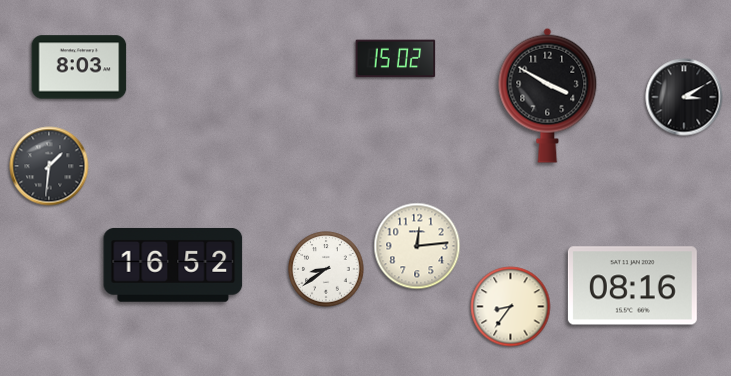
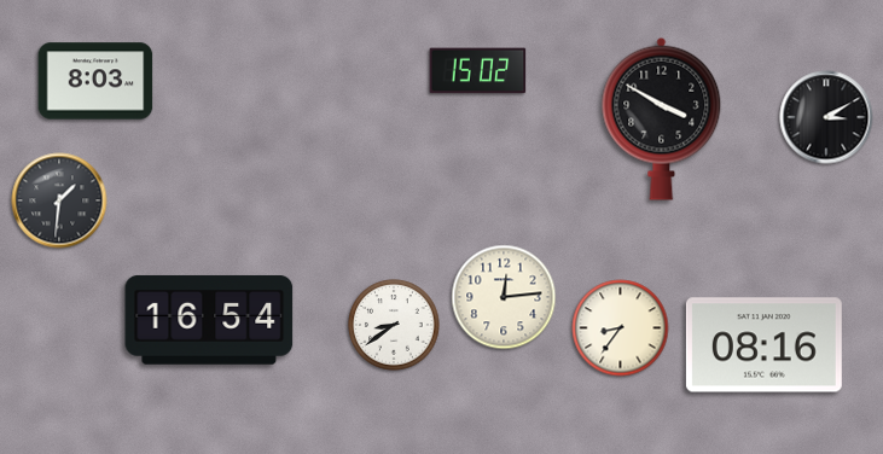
clock at (548, 95) position: (548, 95) -> (662, 118)
clock at (173, 265): 16:52 -> 16:54
clock at (511, 307) position: (511, 307) -> (621, 328)
